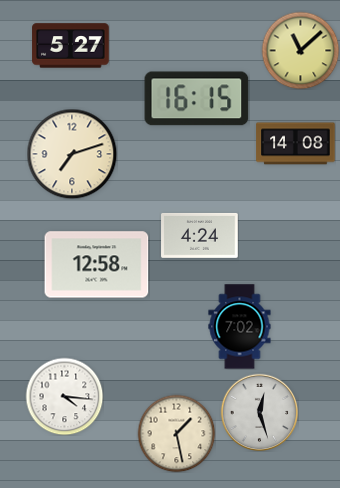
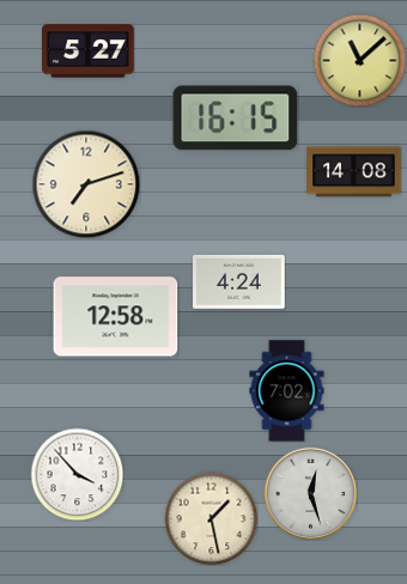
clock at (71, 46) position: (71, 46) -> (89, 51)
clock at (64, 396): 4:16 -> 3:53
